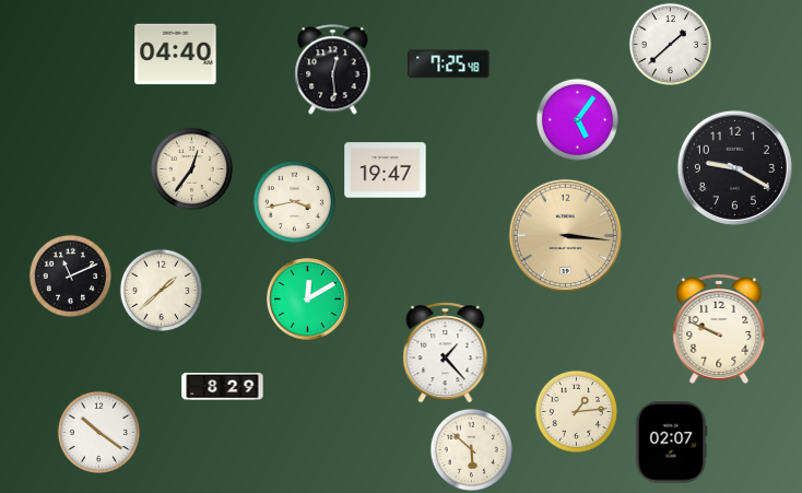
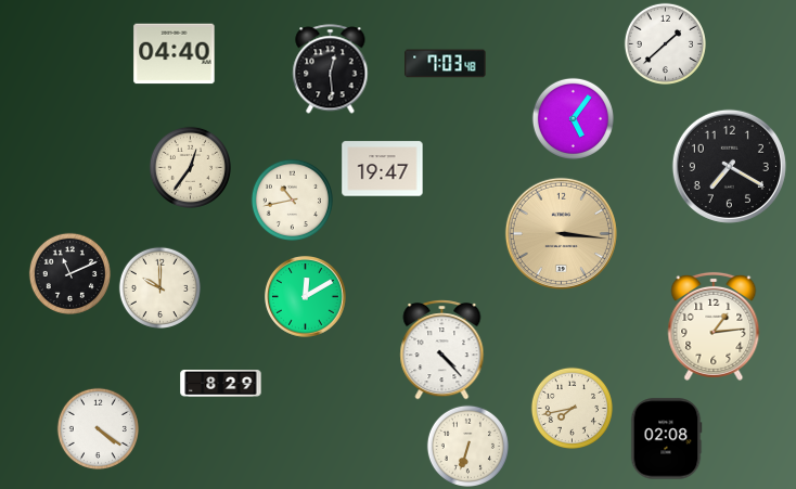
clock at (449, 64): 7:25 -> 7:03
clock at (734, 167): 9:20 -> 7:20
clock at (294, 201): 3:43 -> 10:43
clock at (161, 290): 1:38 -> 10:00
clock at (719, 329): 9:49 -> 1:14
clock at (446, 353): 1:23 -> 4:23
clock at (576, 411): 1:14 -> 7:43
clock at (98, 432): 10:21 -> 4:21
clock at (671, 443): 02:07 -> 02:08
clock at (471, 449): 5:52 -> 6:33
